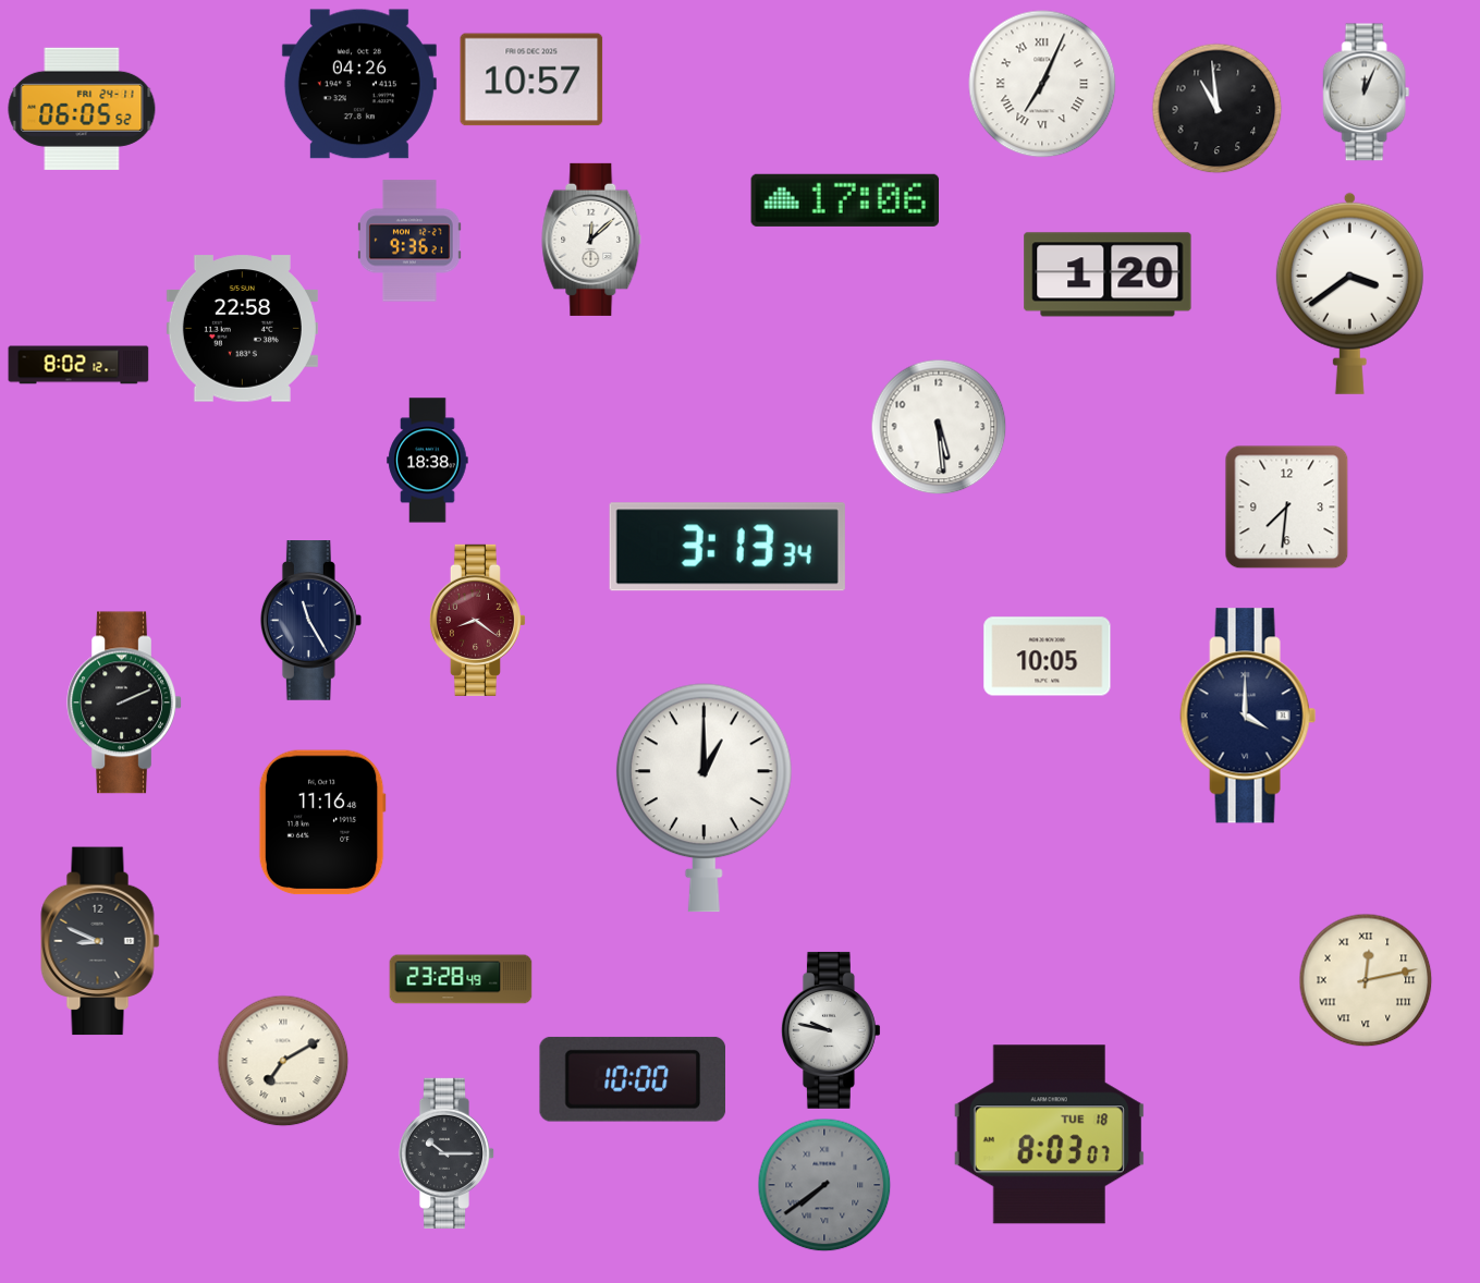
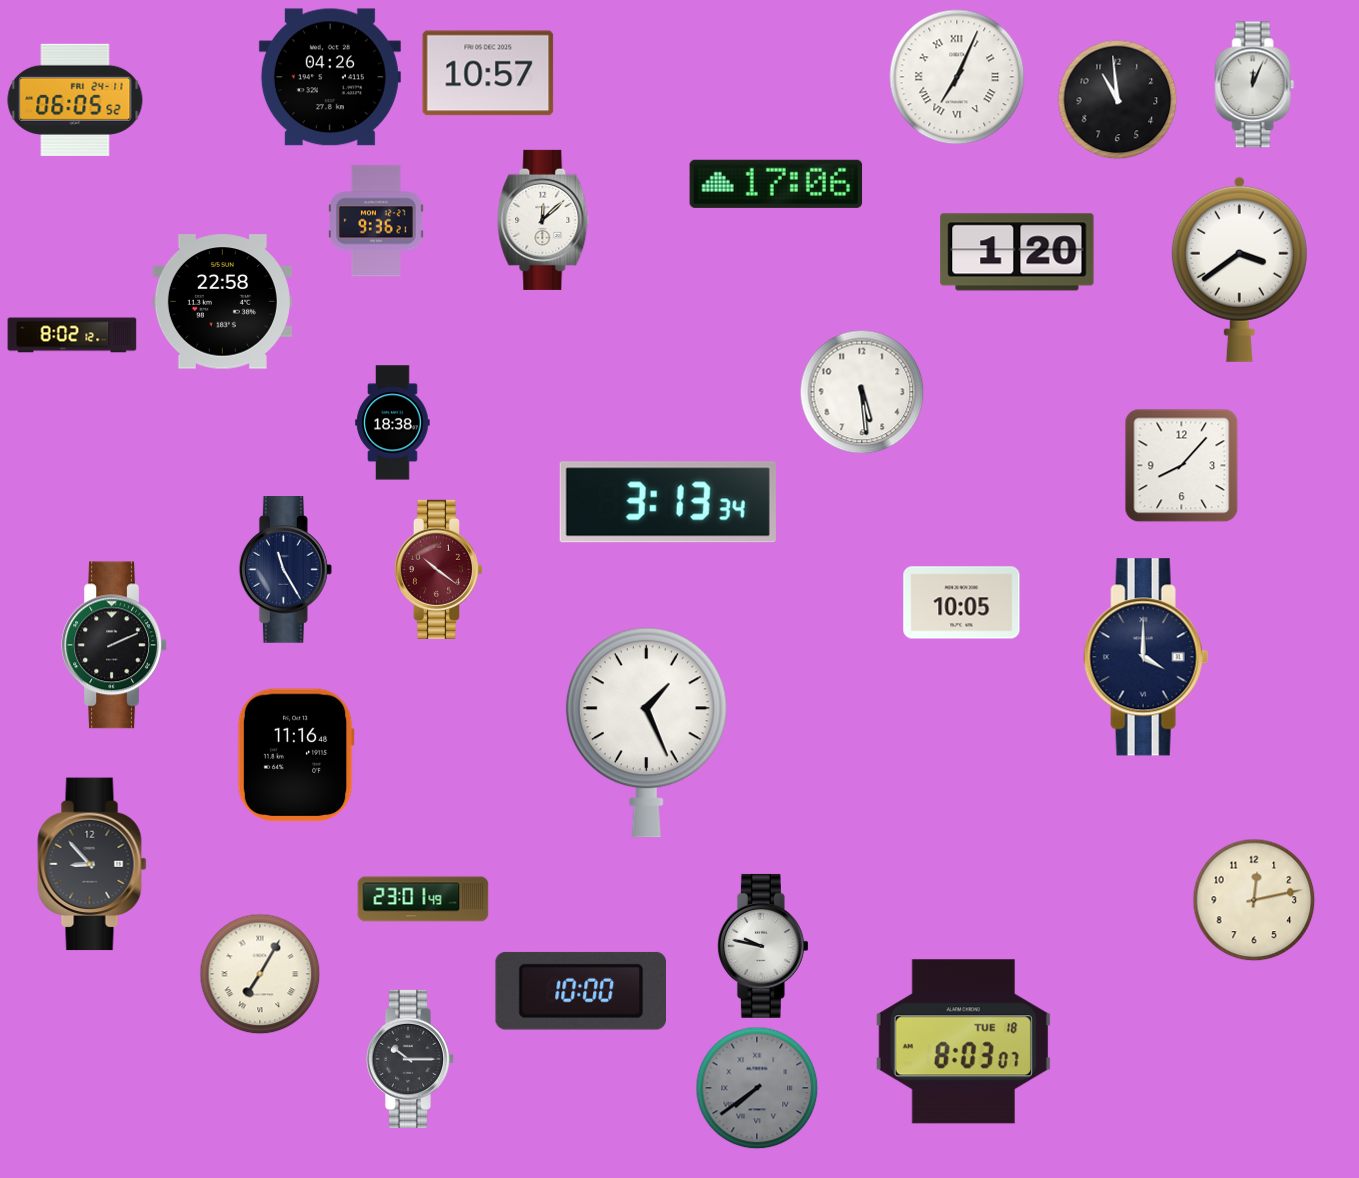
clock at (1287, 508): 7:31 -> 8:07
clock at (477, 620): 8:21 -> 10:21
clock at (704, 798): 1:00 -> 1:26
clock at (100, 941): 8:49 -> 8:53
clock at (461, 979): 23:28 -> 23:01
clock at (1366, 980) numerals: Roman -> Arabic
clock at (283, 1061): 7:10 -> 7:05
